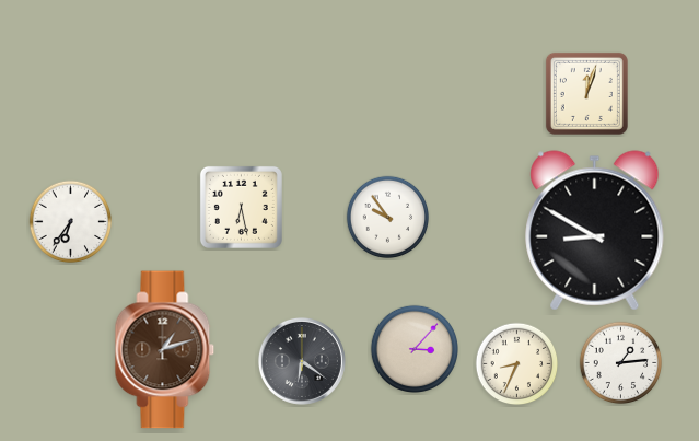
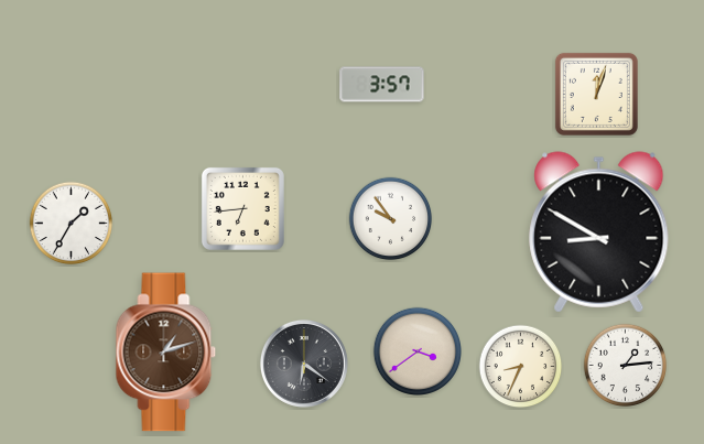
clock at (382, 85): none -> 3:57
clock at (586, 93) position: (586, 93) -> (596, 94)
clock at (241, 207): 6:28 -> 6:44
clock at (71, 222): 6:36 -> 1:35
clock at (413, 348): 3:07 -> 3:39
